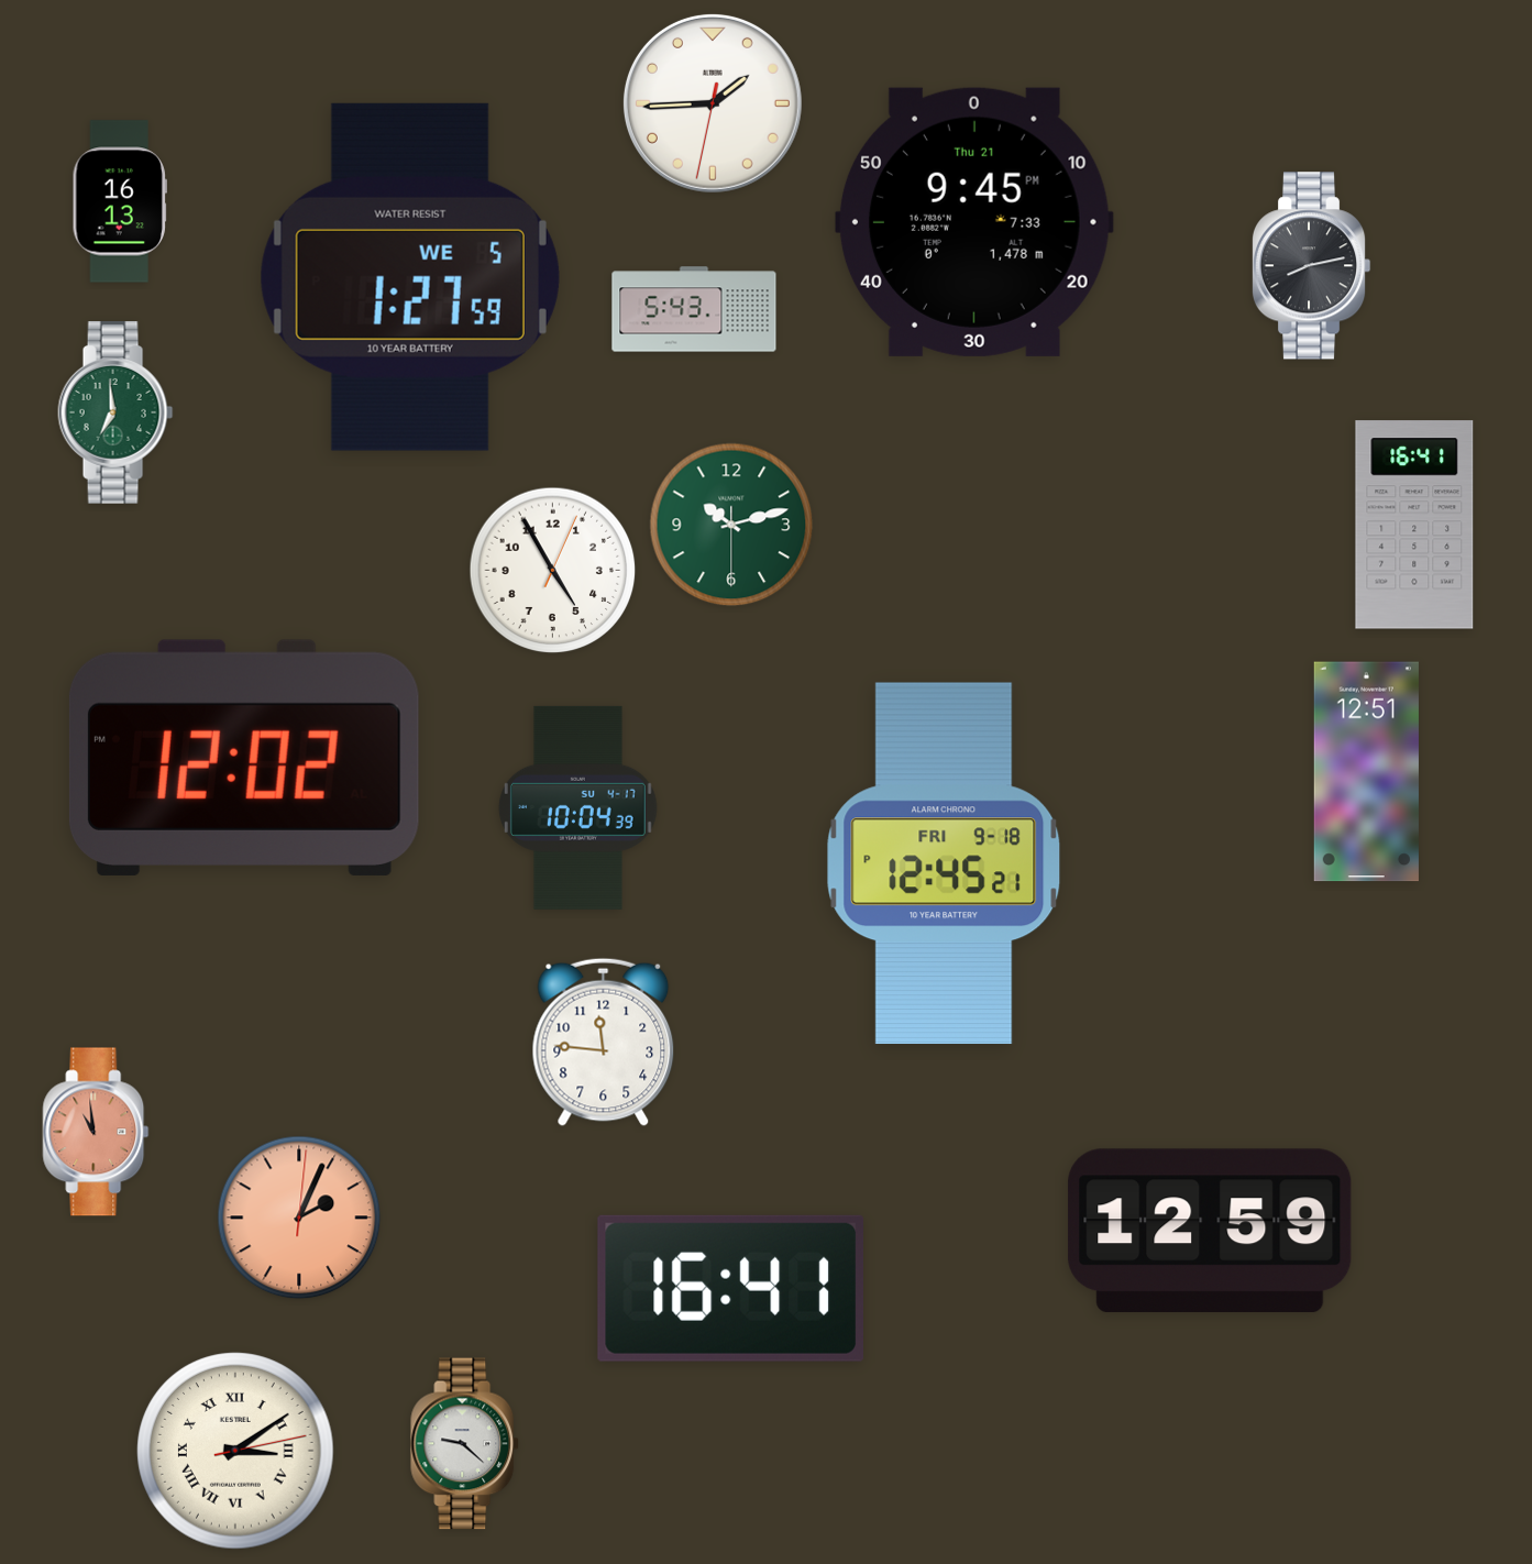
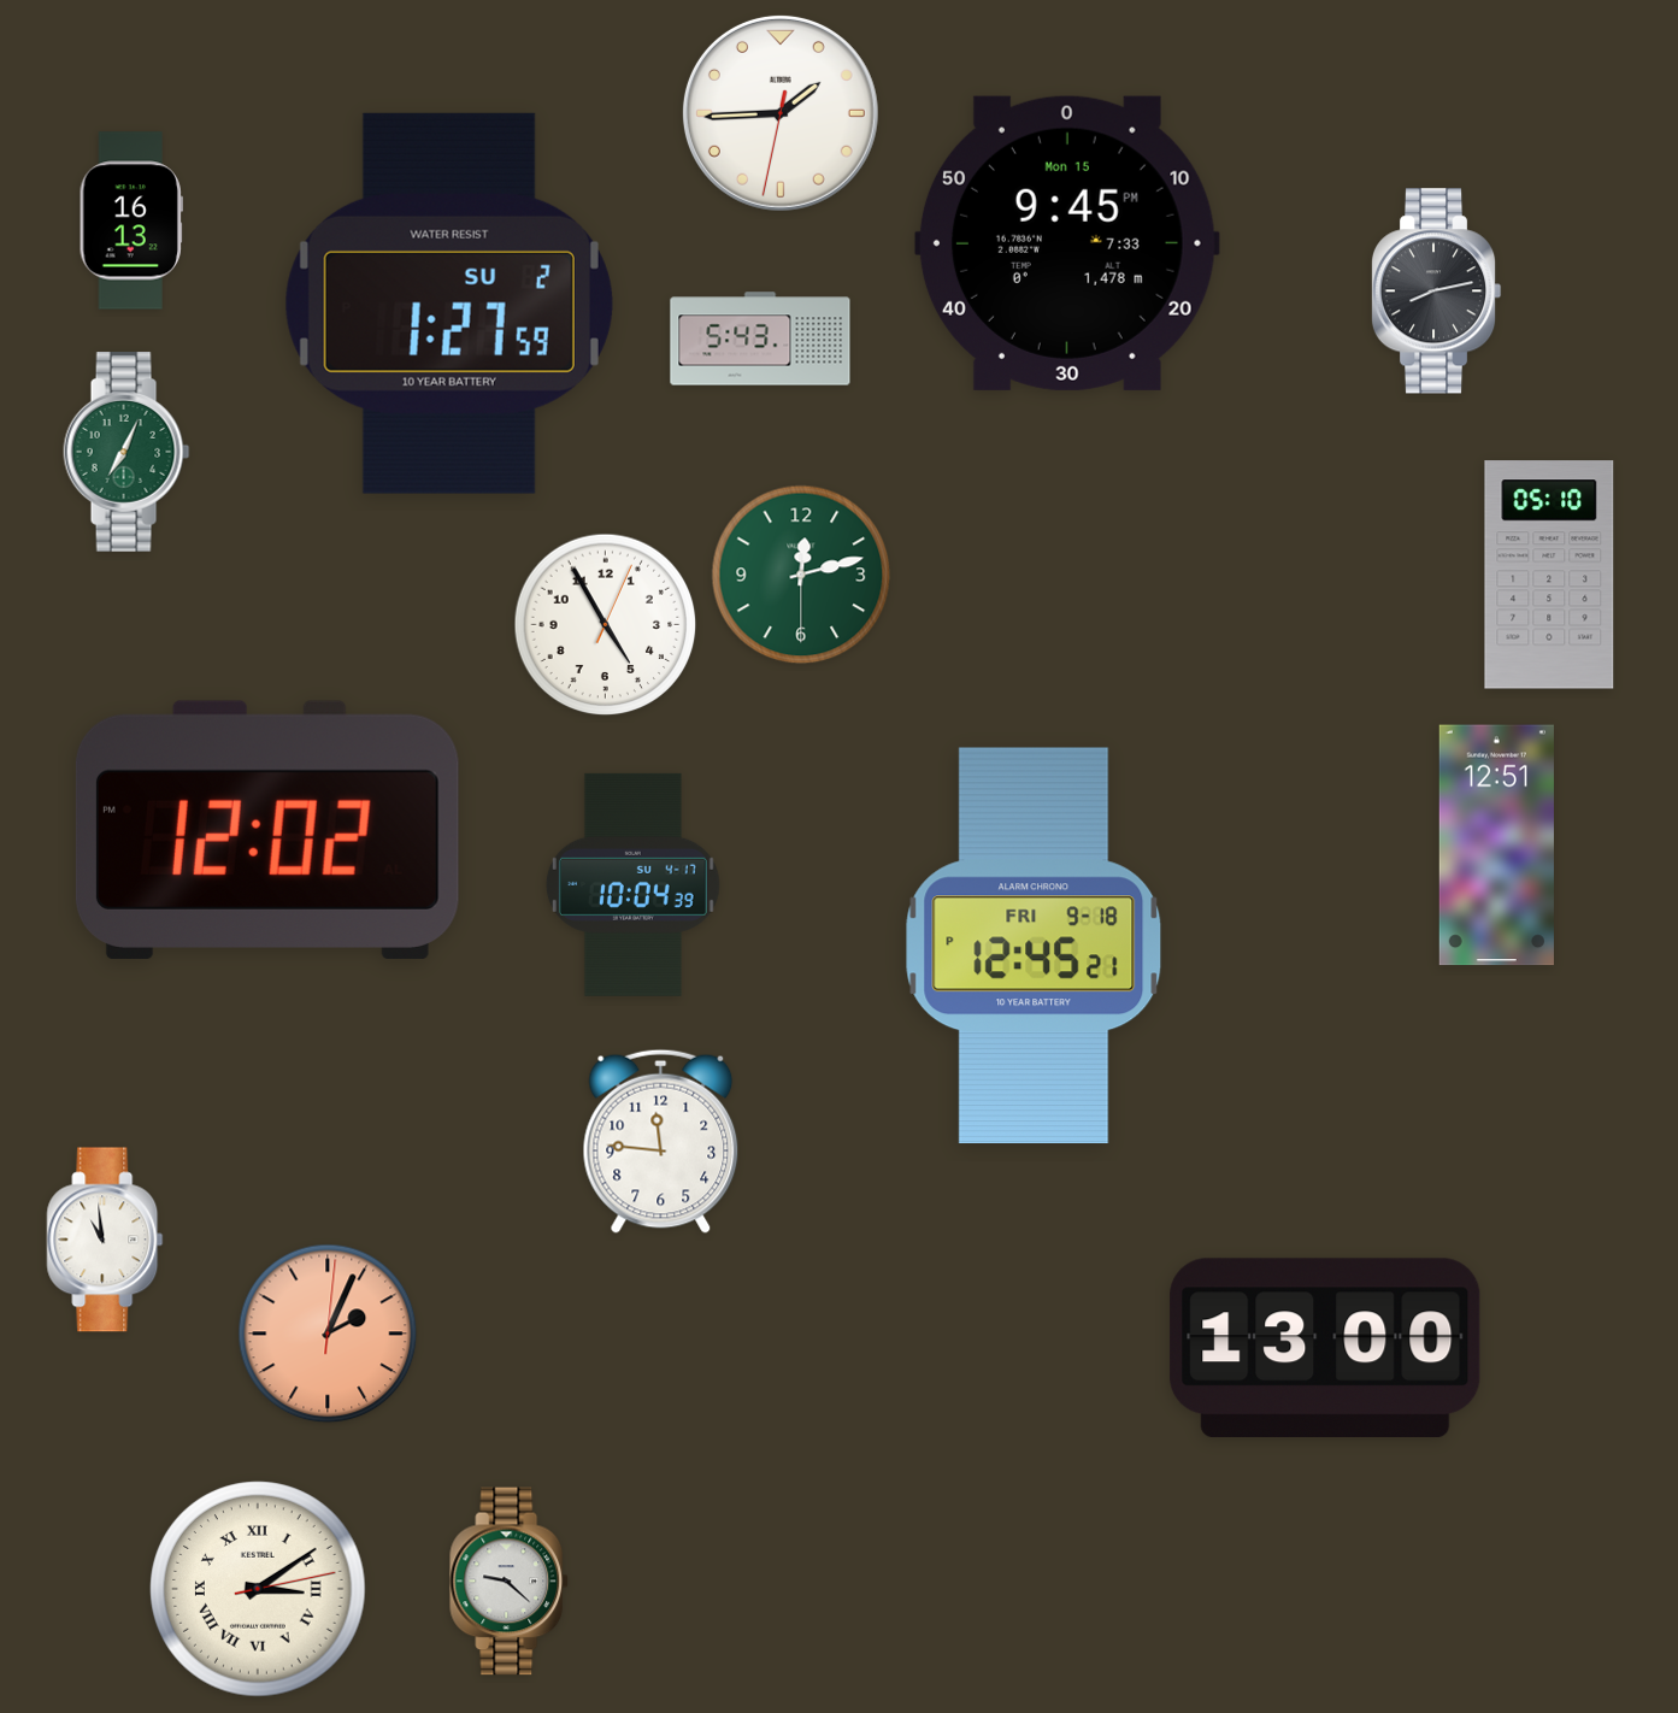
clock at (974, 222) date: Thu 21 -> Mon 15
clock at (410, 277) date: WE 5 -> SU 2
clock at (115, 414): 6:59 -> 7:04
clock at (731, 525): 10:12 -> 12:12
clock at (1414, 525): 16:41 -> 05:10
clock at (96, 1132) dial: salmon -> white
clock at (1210, 1231): 12:59 -> 13:00
clock at (730, 1288): 16:41 -> none
